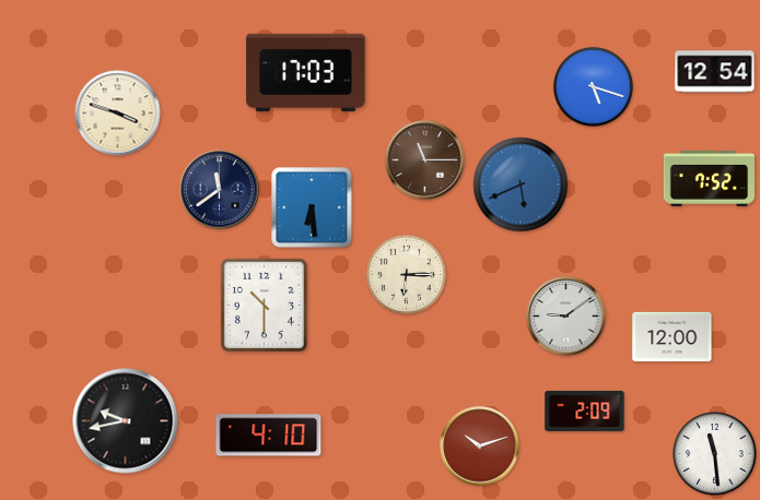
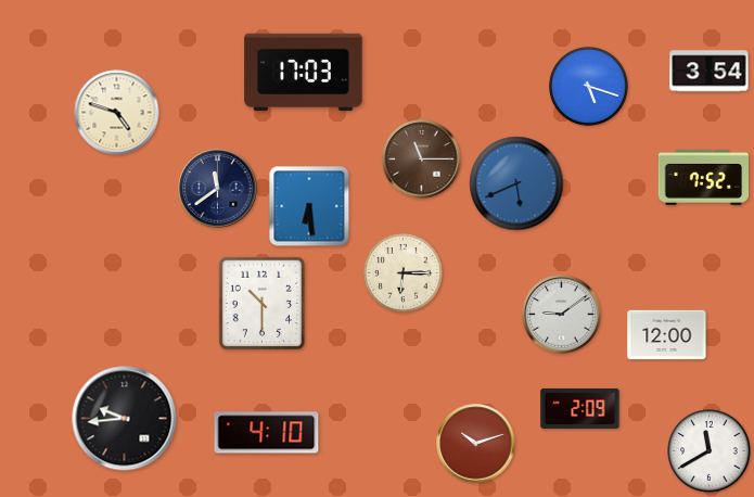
clock at (715, 72): 12:54 -> 3:54
clock at (118, 114): 3:48 -> 4:48
clock at (126, 421): 9:43 -> 9:44
clock at (715, 454): 11:29 -> 11:40
